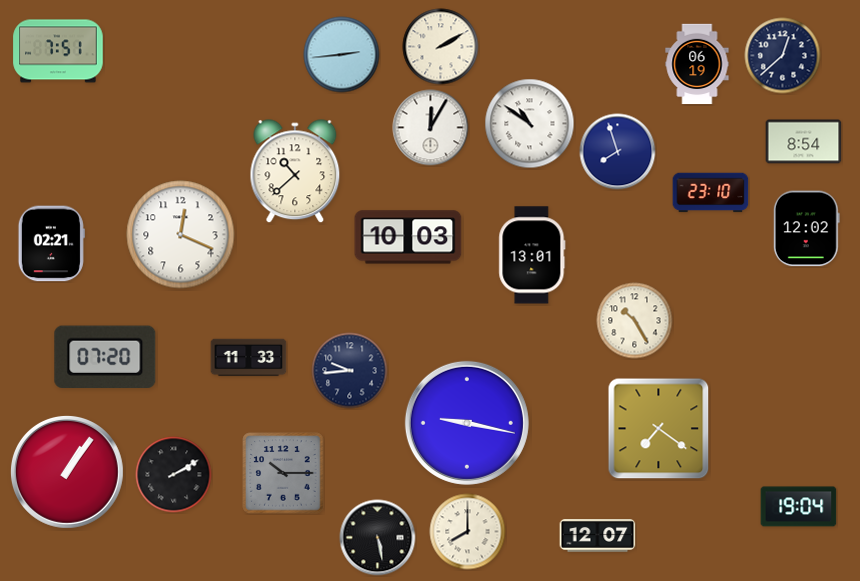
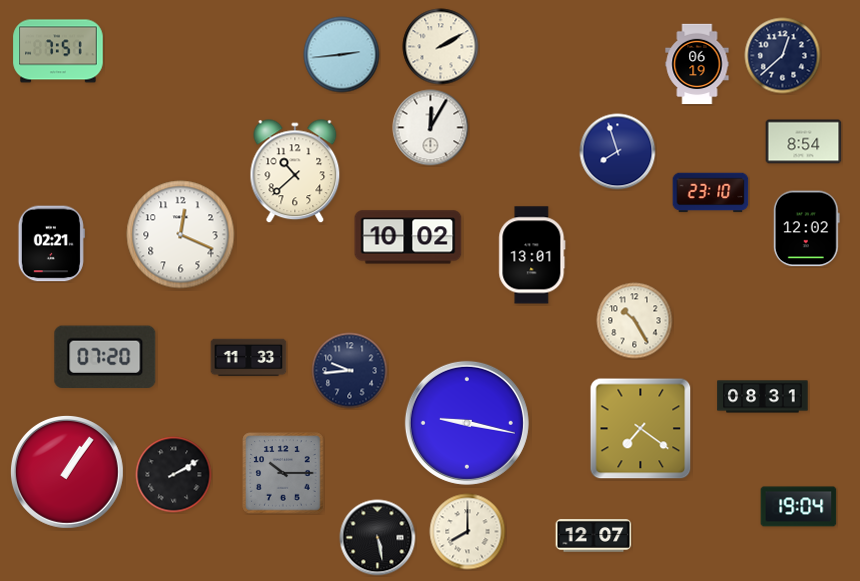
clock at (530, 124): 10:51 -> none
clock at (408, 237): 10:03 -> 10:02
clock at (763, 397): none -> 08:31
clock at (659, 429) position: (659, 429) -> (641, 429)
clock at (598, 536) position: (598, 536) -> (594, 536)
